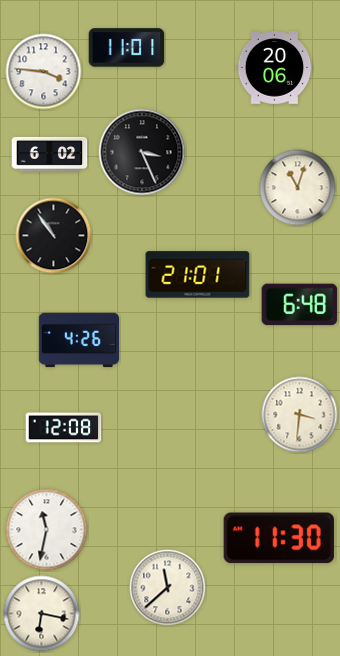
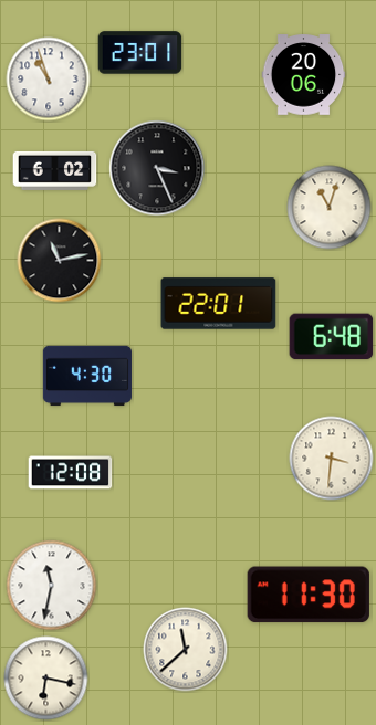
clock at (127, 48): 11:01 -> 23:01
clock at (44, 72): 3:46 -> 10:57
clock at (54, 236): 10:54 -> 11:13
clock at (198, 275): 21:01 -> 22:01
clock at (79, 340): 4:26 -> 4:30
